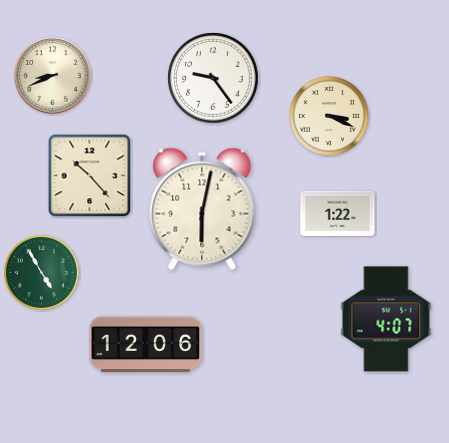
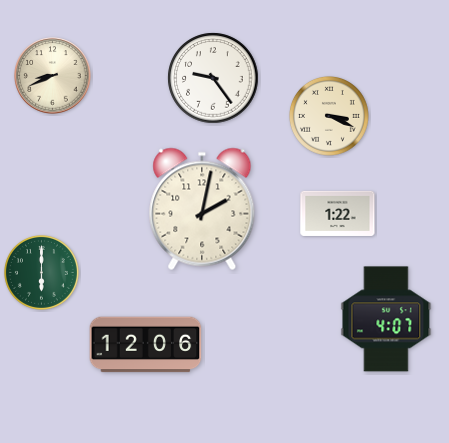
clock at (90, 176): 10:23 -> none
clock at (202, 209): 6:02 -> 2:02
clock at (41, 272): 4:55 -> 6:00
